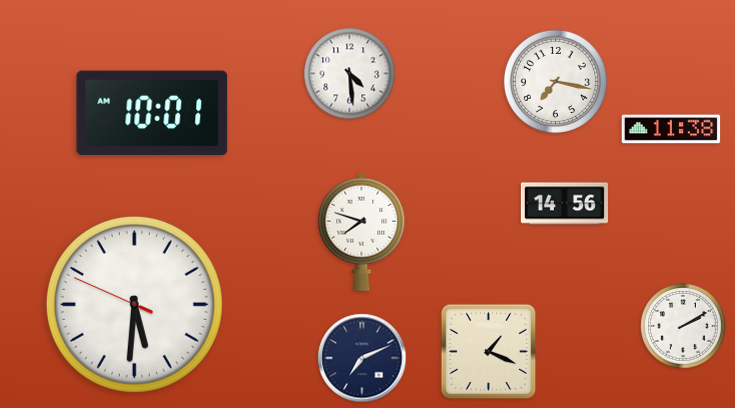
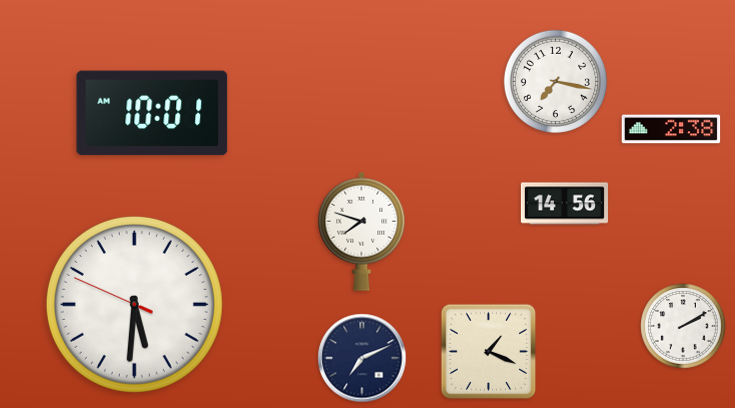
clock at (350, 74): 4:29 -> none
clock at (671, 129): 11:38 -> 2:38
